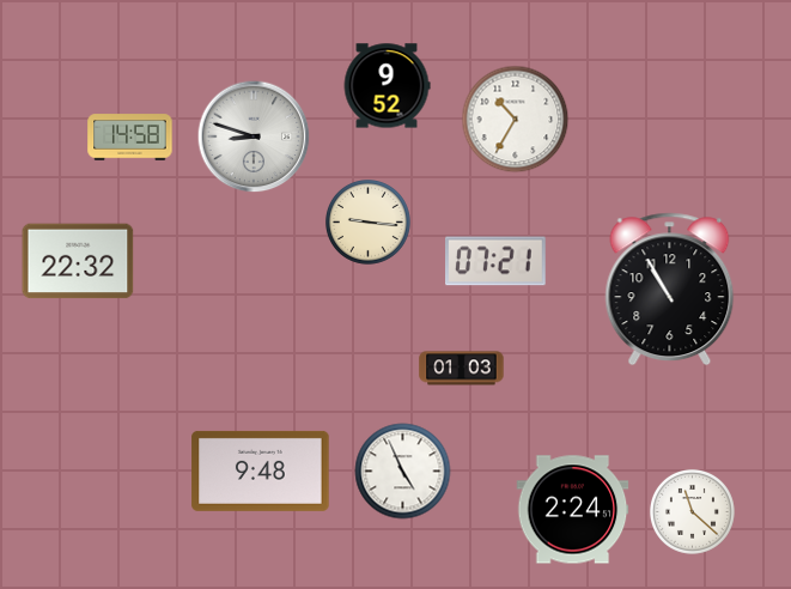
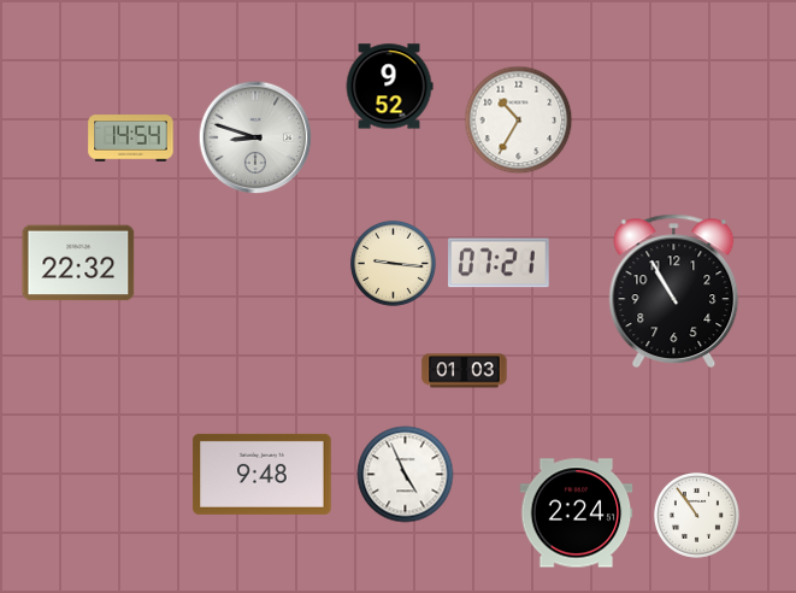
clock at (130, 138): 14:58 -> 14:54
clock at (367, 221) position: (367, 221) -> (393, 263)
clock at (692, 511): 11:22 -> 10:54
